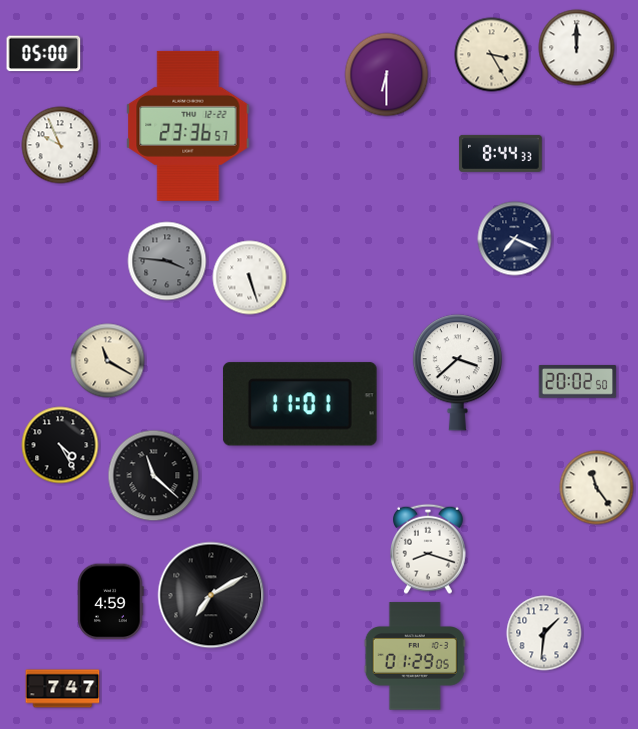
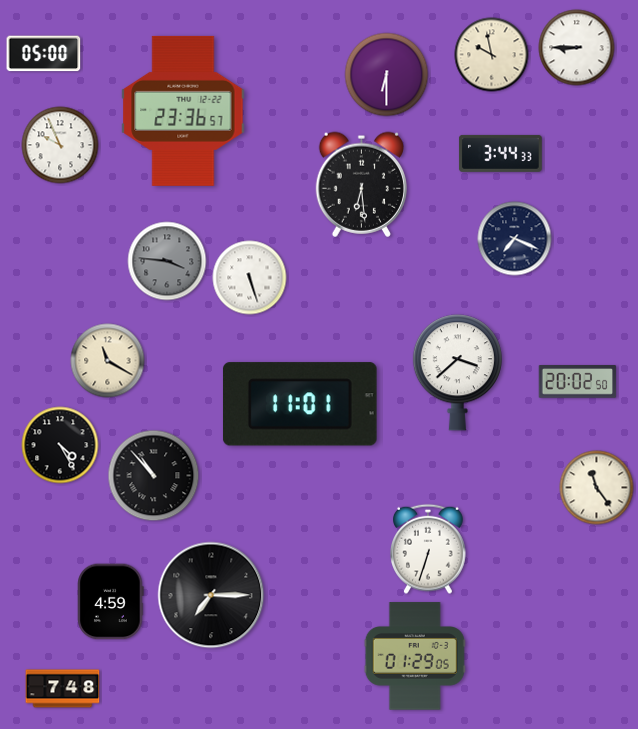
clock at (577, 48): 12:00 -> 8:45
clock at (492, 55): 3:25 -> 9:58
clock at (188, 126) position: (188, 126) -> (183, 111)
clock at (500, 153): 8:44 -> 3:44
clock at (361, 184): none -> 6:29
clock at (154, 476): 11:22 -> 10:53
clock at (429, 549): 8:18 -> 6:33
clock at (211, 595): 7:10 -> 7:15
clock at (544, 633): 1:31 -> none
clock at (63, 689): 7:47 -> 7:48
